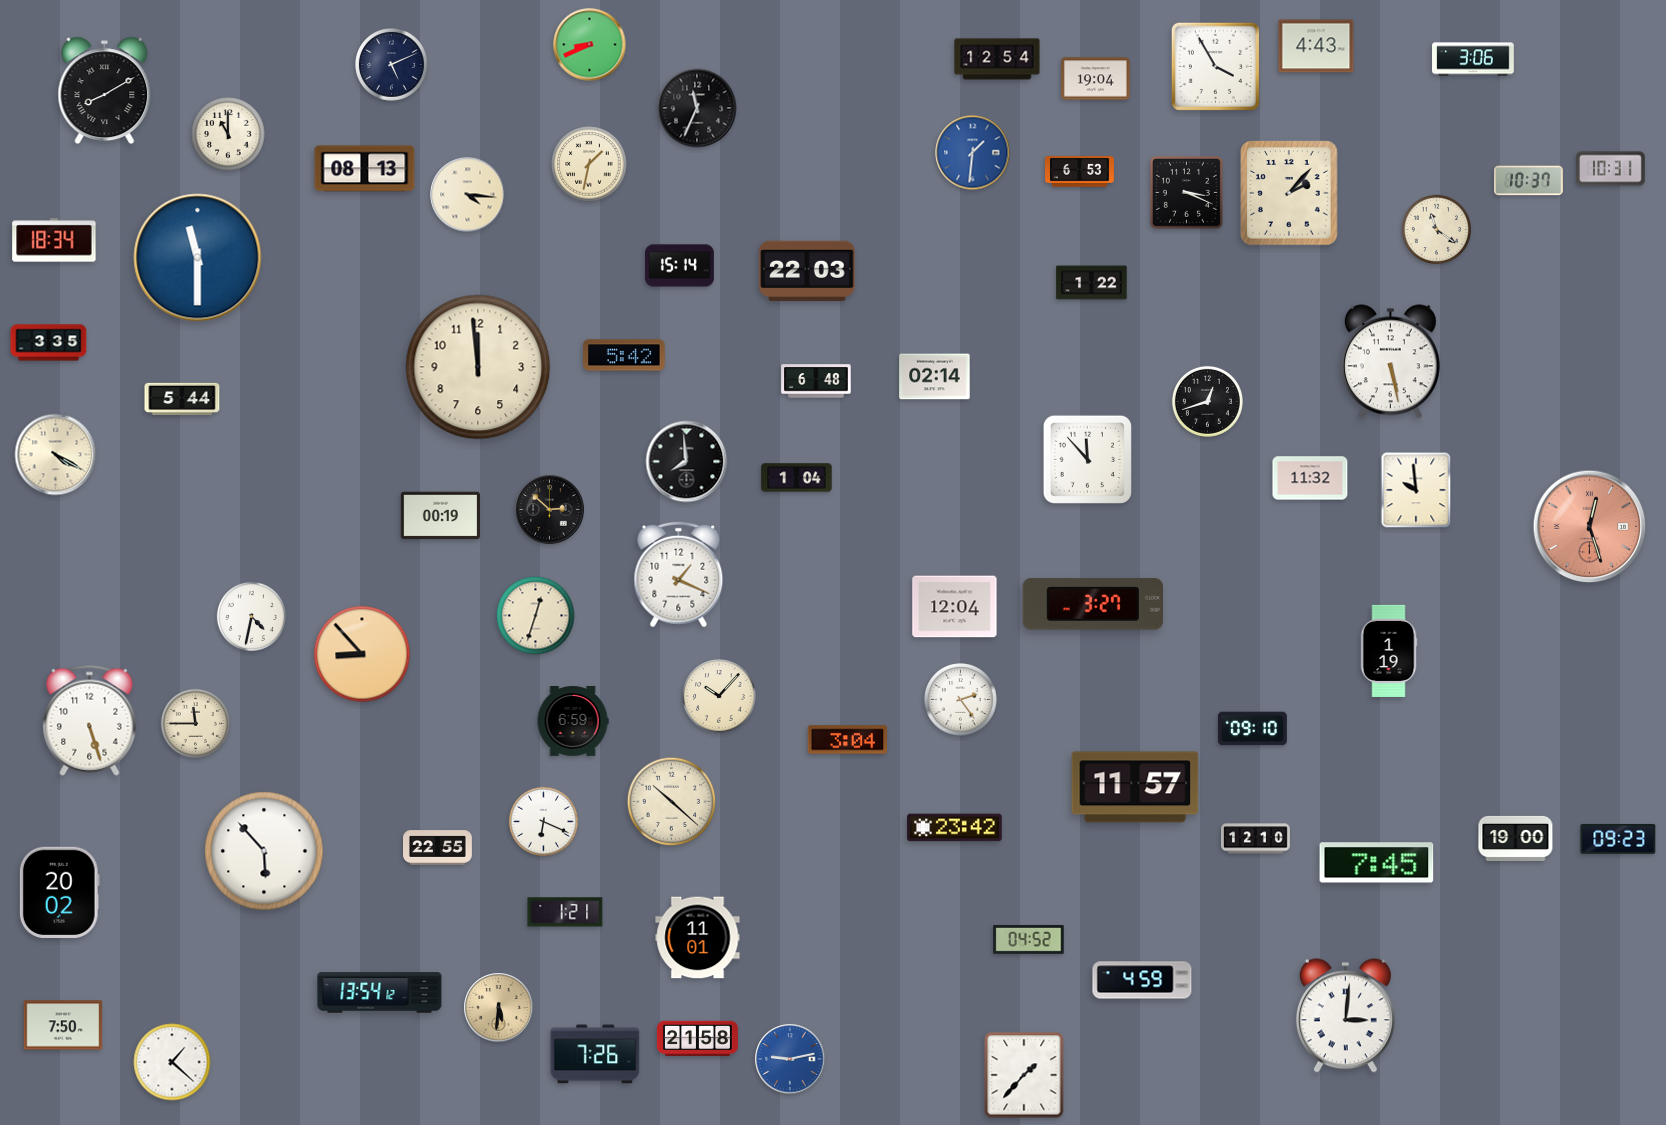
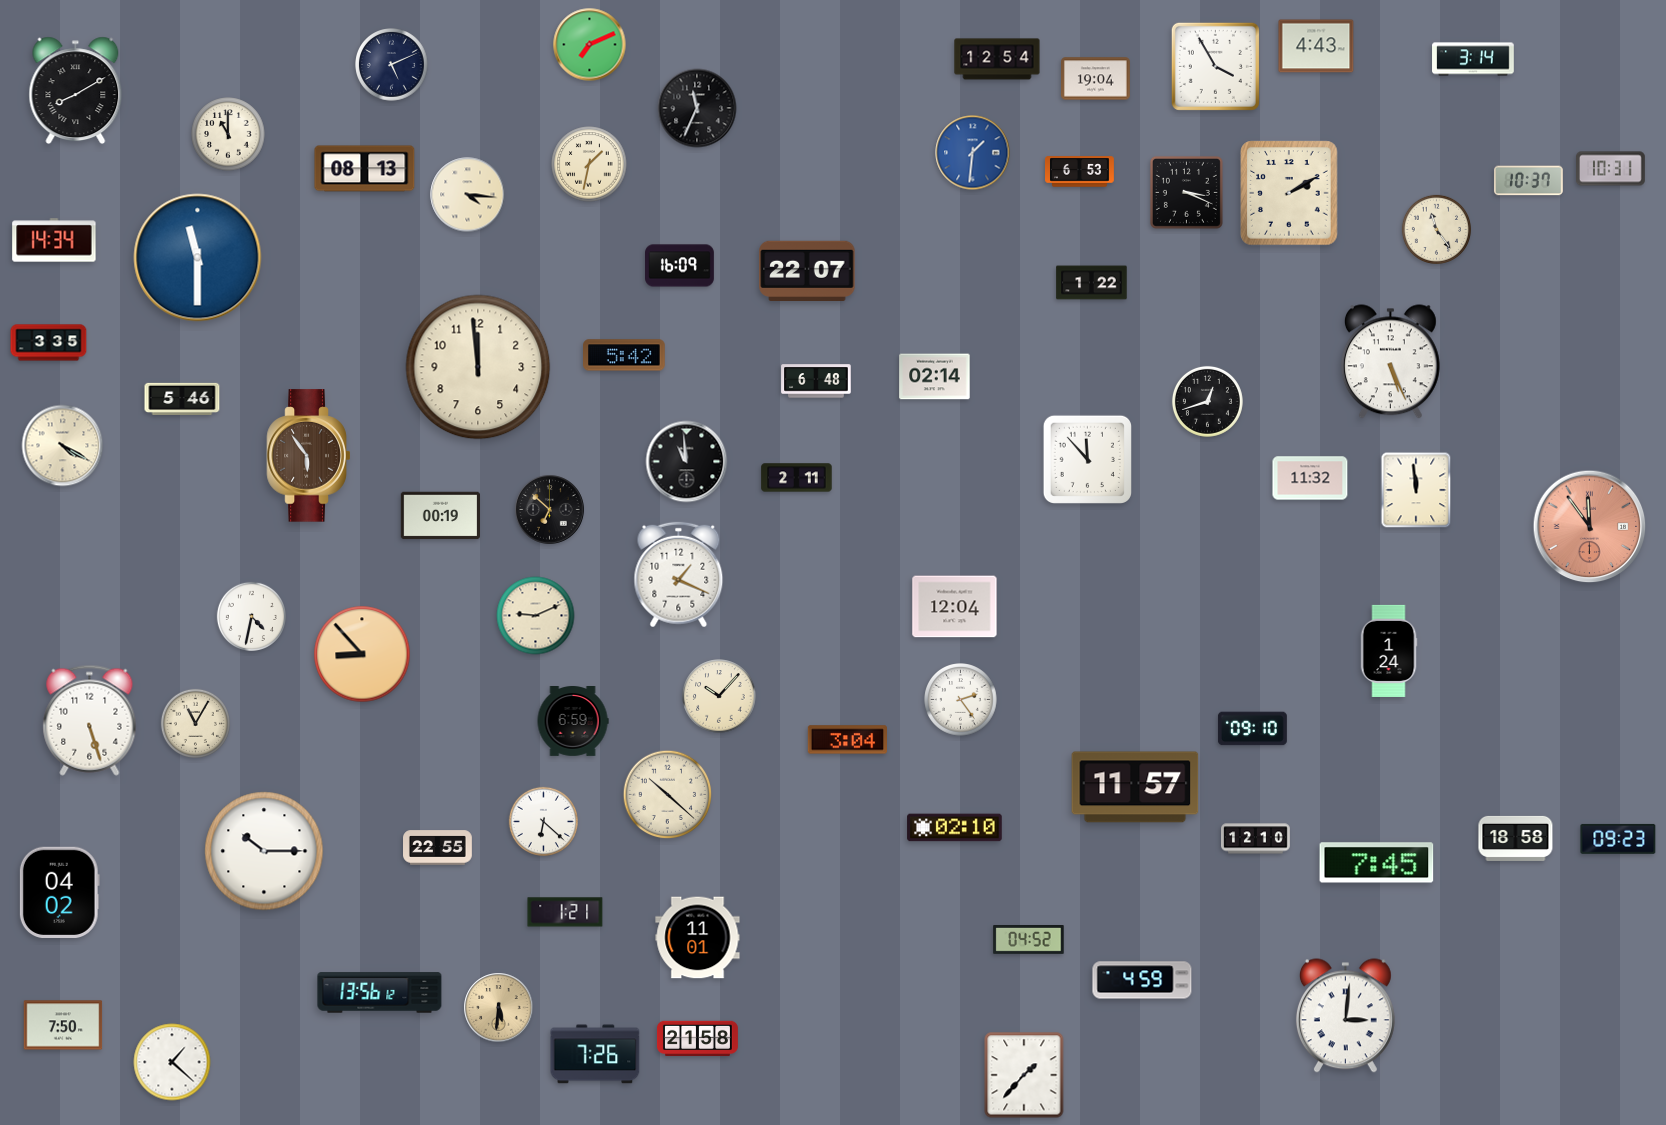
clock at (590, 45): 8:41 -> 7:11
clock at (1473, 59): 3:06 -> 3:14
clock at (105, 91) position: (105, 91) -> (76, 91)
clock at (1289, 193): 2:07 -> 2:10
clock at (1436, 229): 11:21 -> 11:24
clock at (54, 240): 18:34 -> 14:34
clock at (680, 266): 15:14 -> 16:09
clock at (807, 270): 22:03 -> 22:07
clock at (1390, 362): 5:28 -> 5:26
clock at (182, 398): 5:44 -> 5:46
clock at (56, 455) position: (56, 455) -> (63, 446)
clock at (309, 456): none -> 5:54
clock at (687, 462): 7:59 -> 10:59
clock at (797, 478): 1:04 -> 2:11
clock at (1416, 490): 9:59 -> 11:59
clock at (550, 510): 2:52 -> 6:52
clock at (1590, 527): 12:27 -> 11:54
clock at (1092, 604): 3:27 -> none
clock at (536, 616): 12:33 -> 9:11
clock at (1389, 651): 1:19 -> 1:24
clock at (195, 723): 11:45 -> 11:05
clock at (672, 802) position: (672, 802) -> (668, 795)
clock at (543, 821): 6:19 -> 6:22
clock at (955, 828): 23:42 -> 02:10
clock at (1516, 838): 19:00 -> 18:58
clock at (264, 851): 5:53 -> 10:15
clock at (59, 892): 20:02 -> 04:02
clock at (380, 993): 13:54 -> 13:56
clock at (790, 1059): 9:13 -> none
